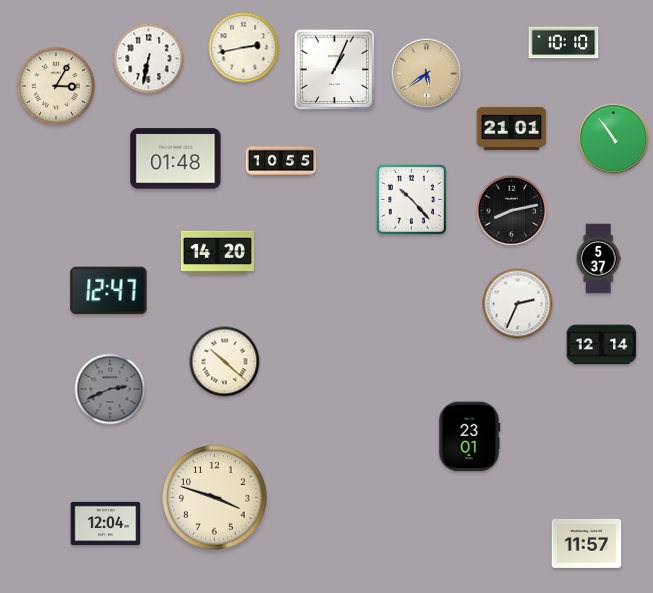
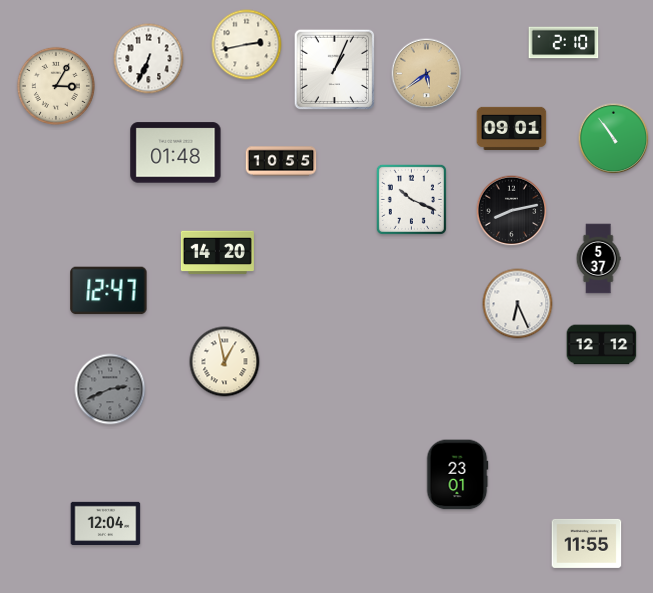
clock at (564, 43): 10:10 -> 2:10
clock at (244, 48) position: (244, 48) -> (247, 45)
clock at (149, 59): 6:32 -> 6:34
clock at (512, 128): 21:01 -> 09:01
clock at (176, 159) position: (176, 159) -> (176, 153)
clock at (411, 199): 10:23 -> 10:19
clock at (518, 304): 2:34 -> 6:26
clock at (602, 345): 12:14 -> 12:12
clock at (225, 362): 10:22 -> 12:58
clock at (469, 437) position: (469, 437) -> (457, 475)
clock at (215, 498): 3:48 -> none
clock at (587, 543): 11:57 -> 11:55
